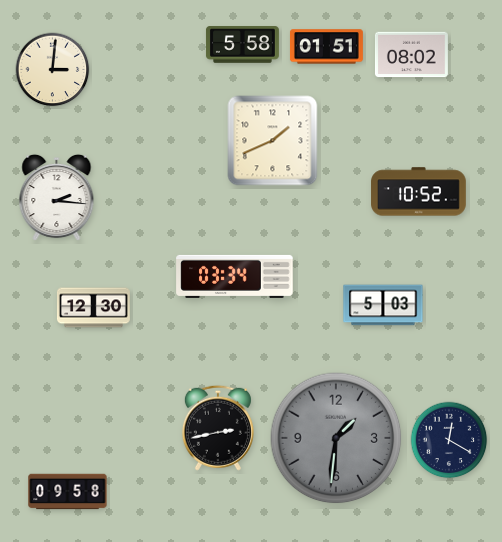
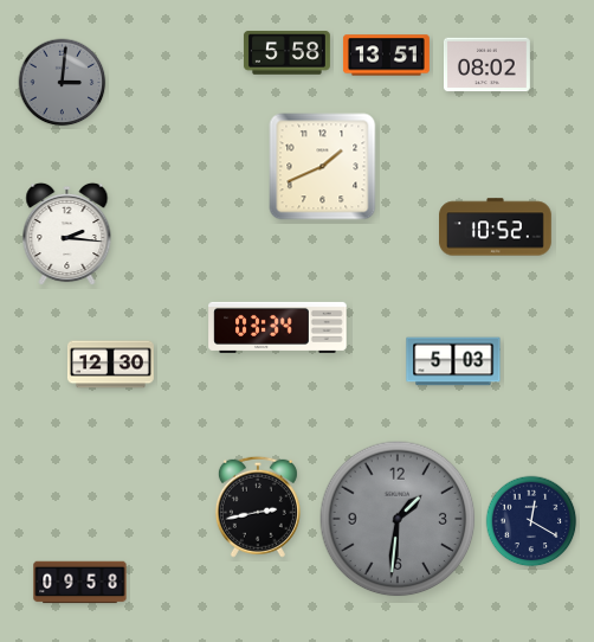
clock at (326, 47): 01:51 -> 13:51
clock at (53, 70) dial: cream -> grey
